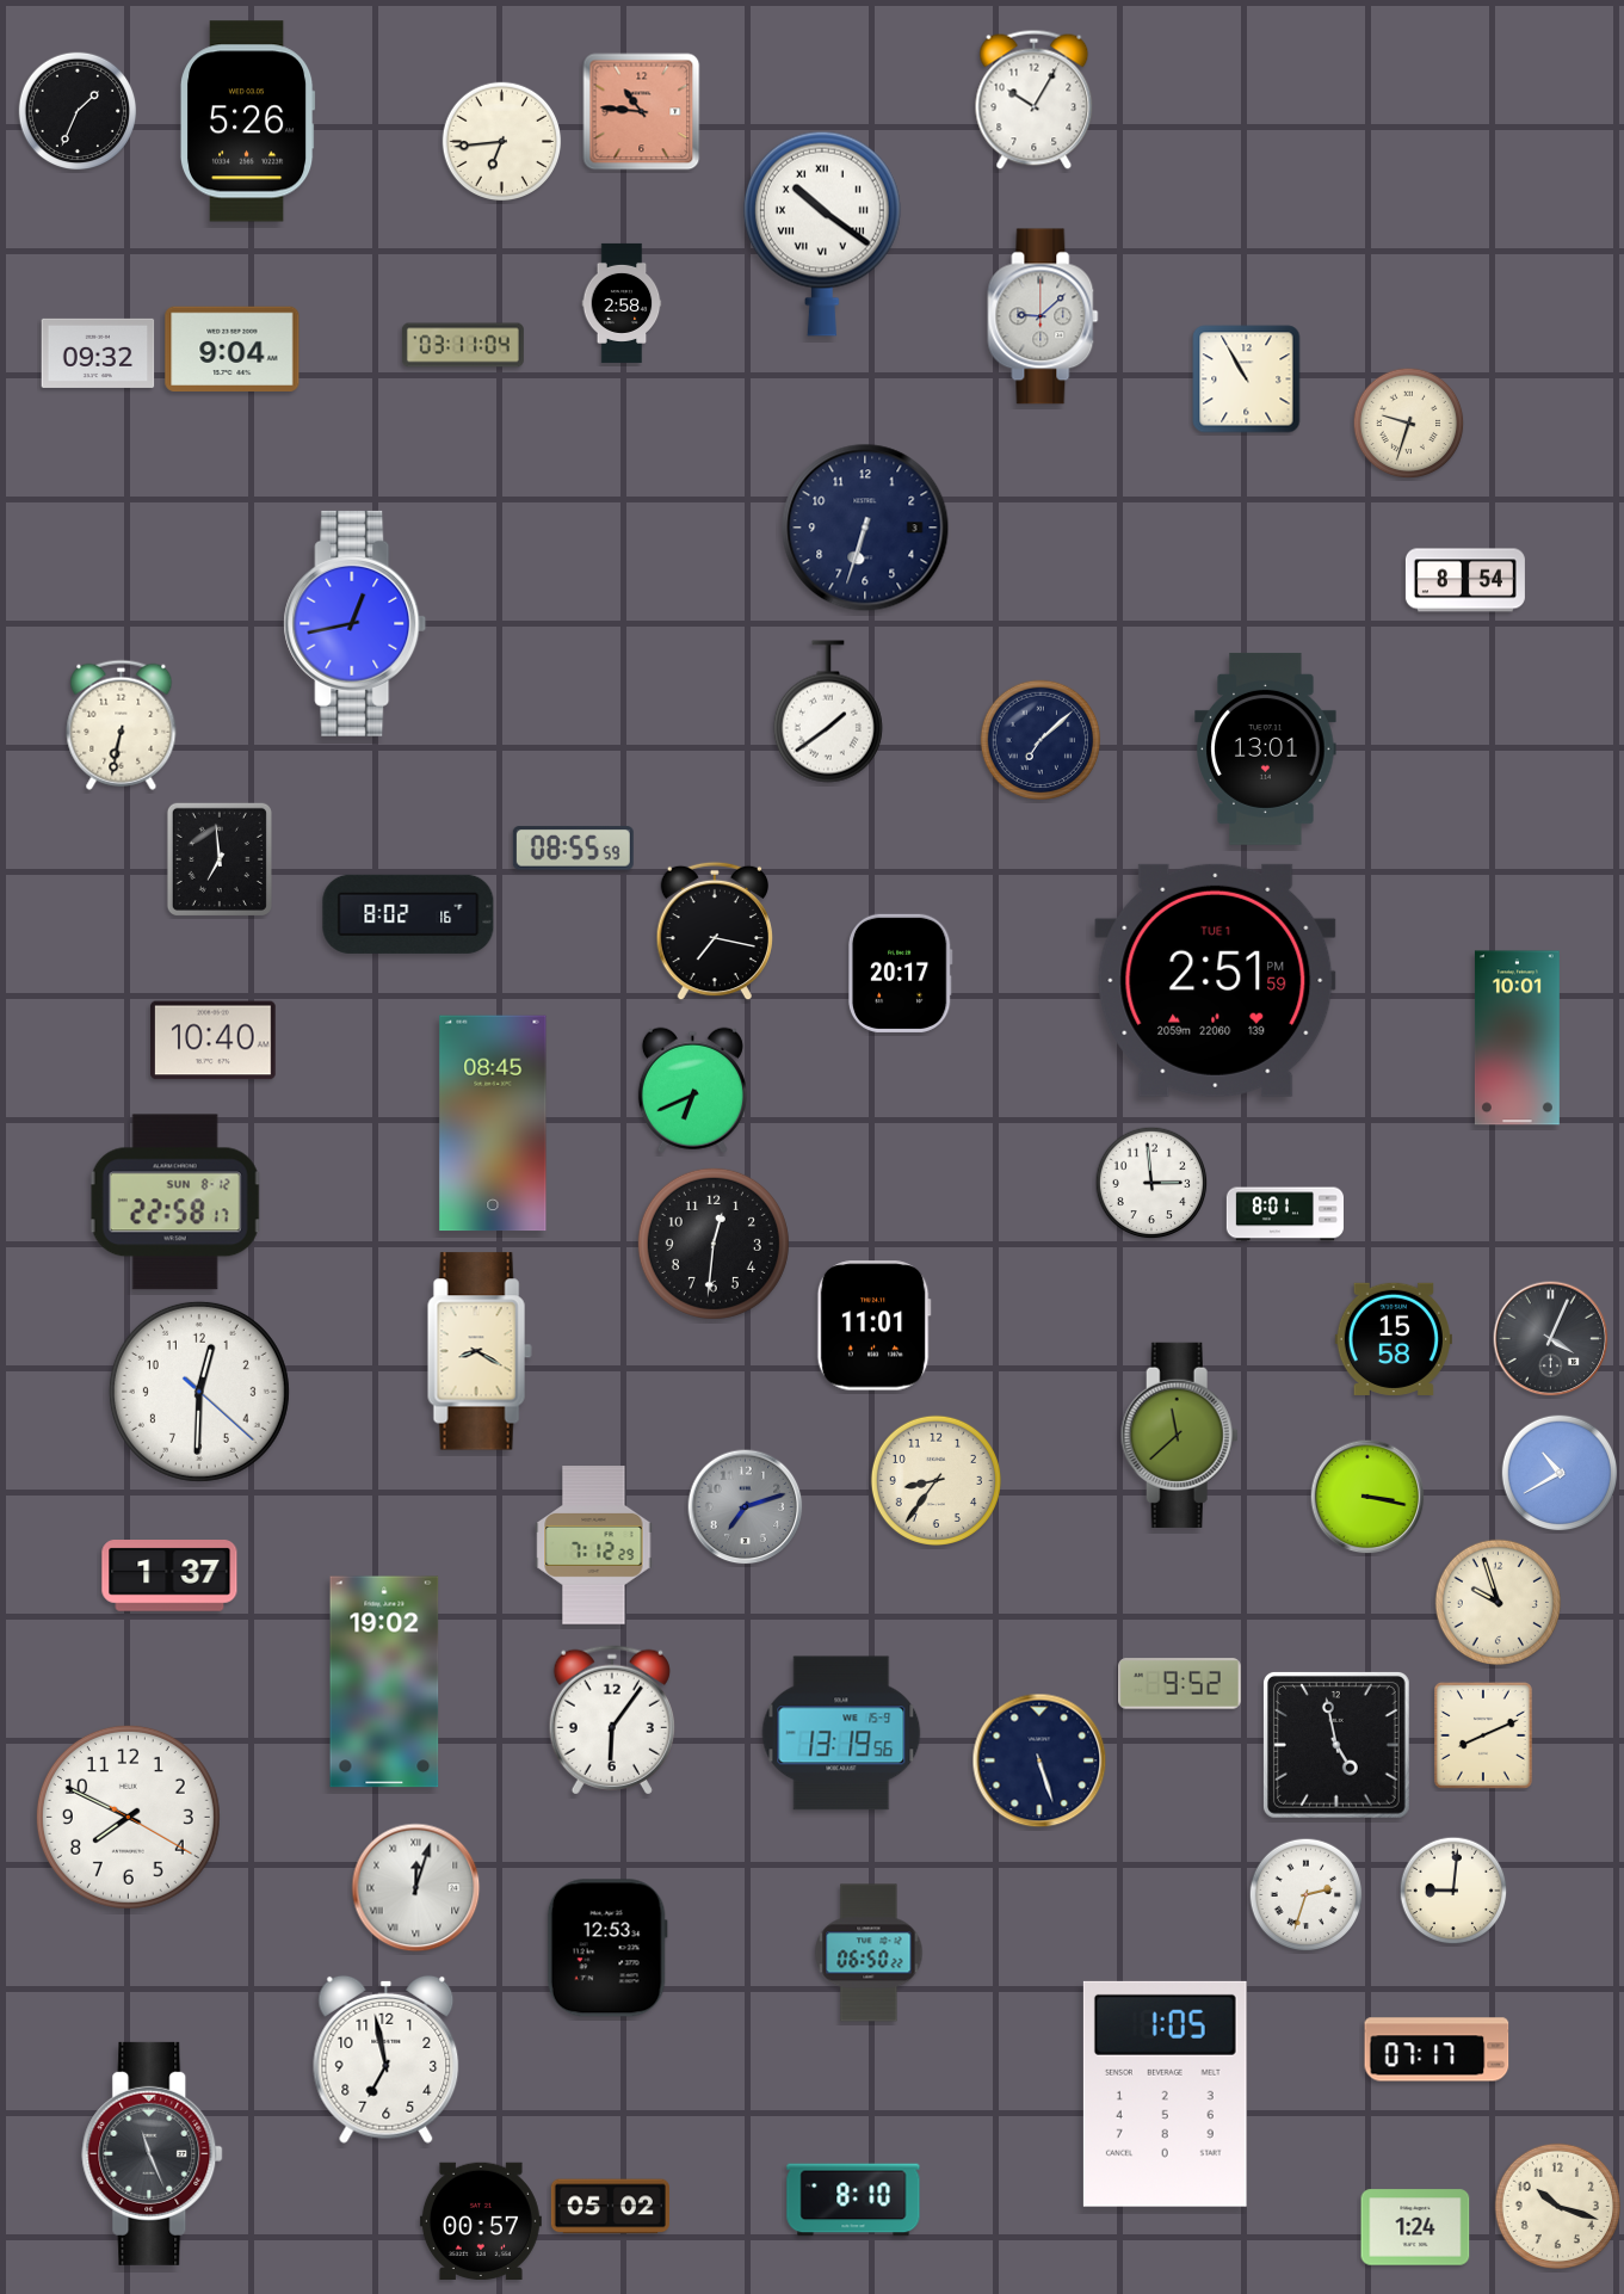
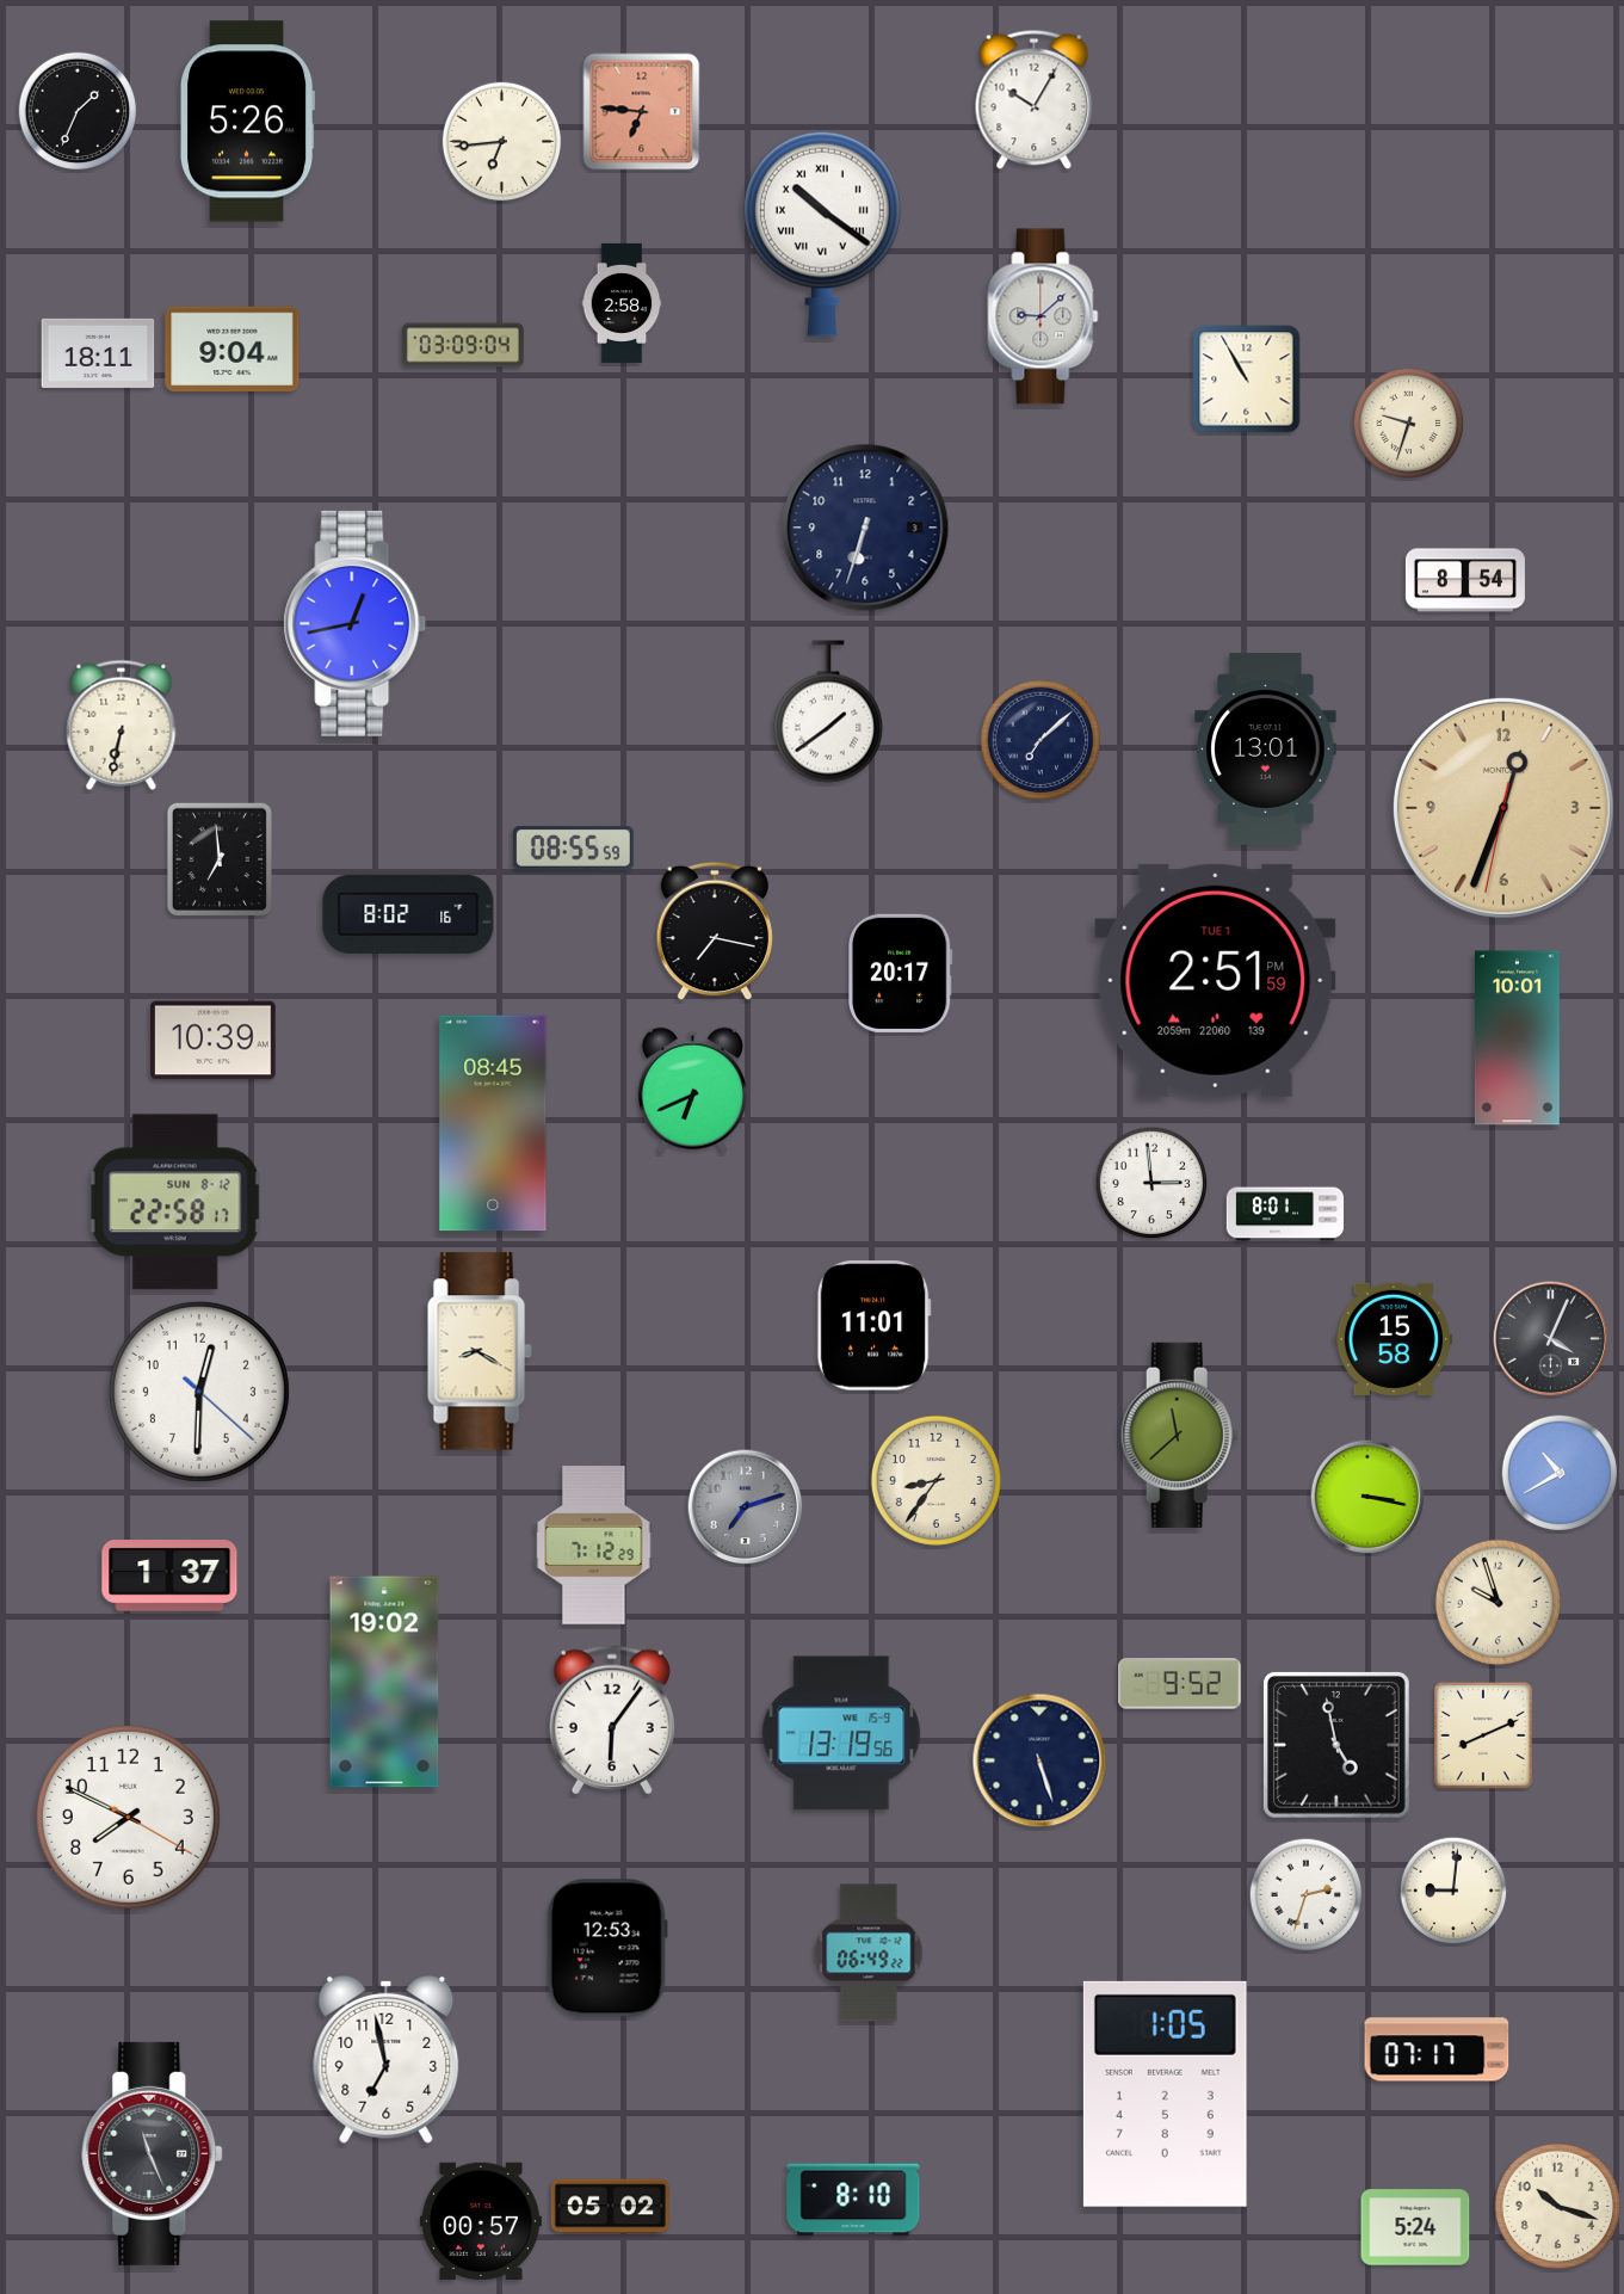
clock at (642, 112): 10:46 -> 6:46
clock at (463, 345): 03:11 -> 03:09
clock at (98, 353): 09:32 -> 18:11
clock at (1503, 808): none -> 12:33
clock at (214, 1041): 10:40 -> 10:39
clock at (714, 1244): 12:31 -> none
clock at (416, 1888): 12:03 -> none
clock at (869, 1953): 06:50 -> 06:49
clock at (1415, 2227): 1:24 -> 5:24
